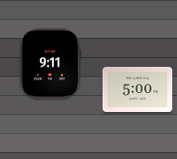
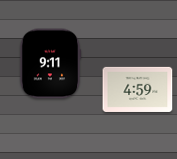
clock at (138, 89): 5:00 -> 4:59
